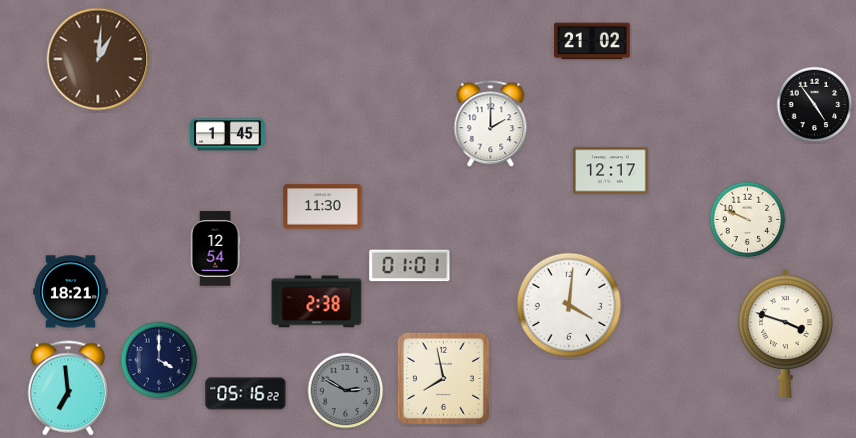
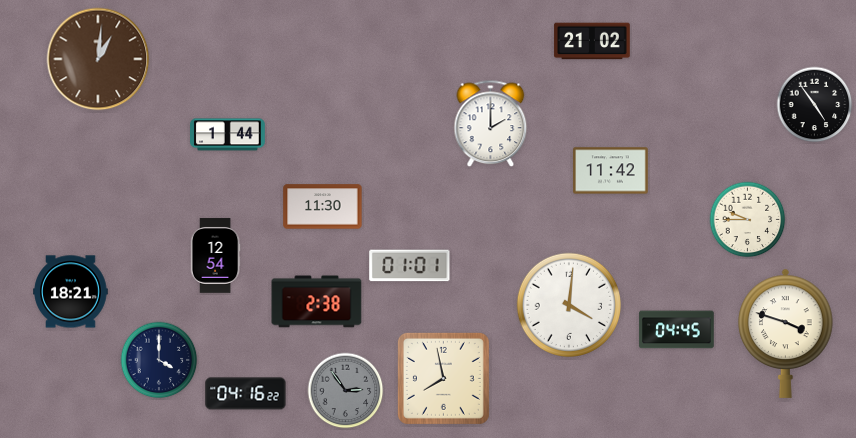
clock at (228, 135): 1:45 -> 1:44
clock at (611, 171): 12:17 -> 11:42
clock at (748, 220): 9:49 -> 9:45
clock at (215, 249) position: (215, 249) -> (215, 256)
clock at (677, 330): none -> 04:45
clock at (68, 388): 6:59 -> none
clock at (346, 391): 2:50 -> 2:54
clock at (246, 394): 05:16 -> 04:16
